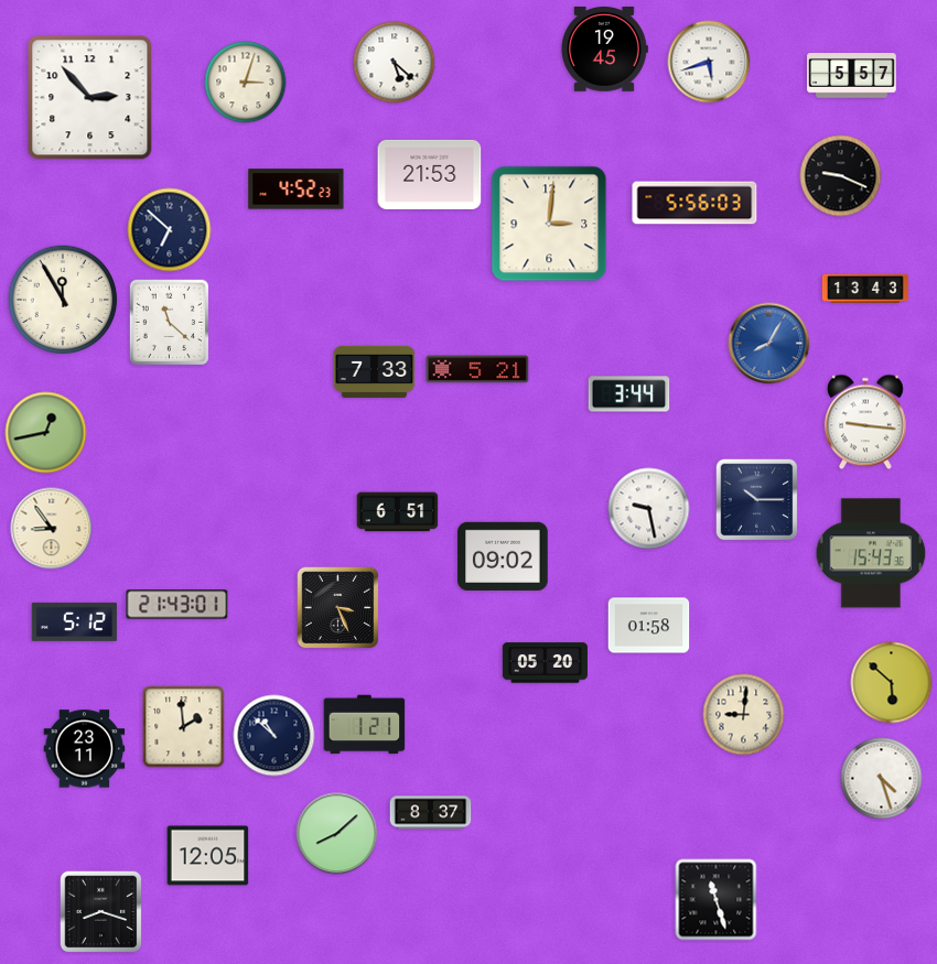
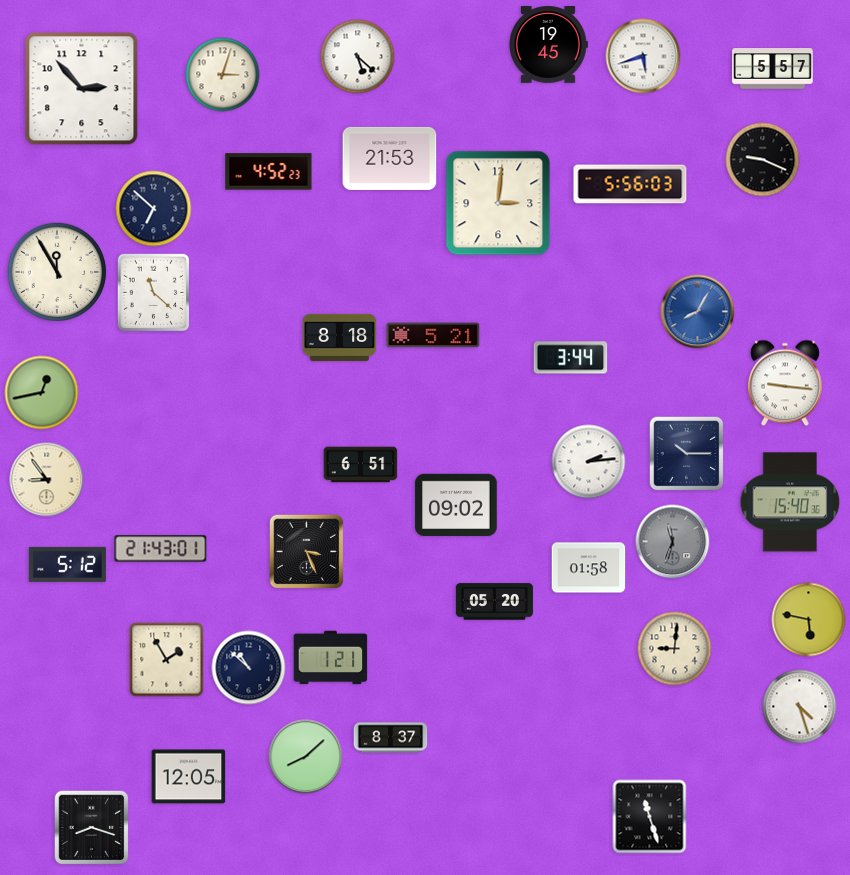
clock at (865, 289): 13:43 -> none
clock at (375, 371): 7:33 -> 8:18
clock at (649, 509): 9:28 -> 2:14
clock at (871, 553): 15:43 -> 15:40
clock at (673, 542): none -> 11:33
clock at (892, 683): 5:52 -> 5:47
clock at (184, 727): 1:59 -> 1:55
clock at (85, 749): 23:11 -> none
